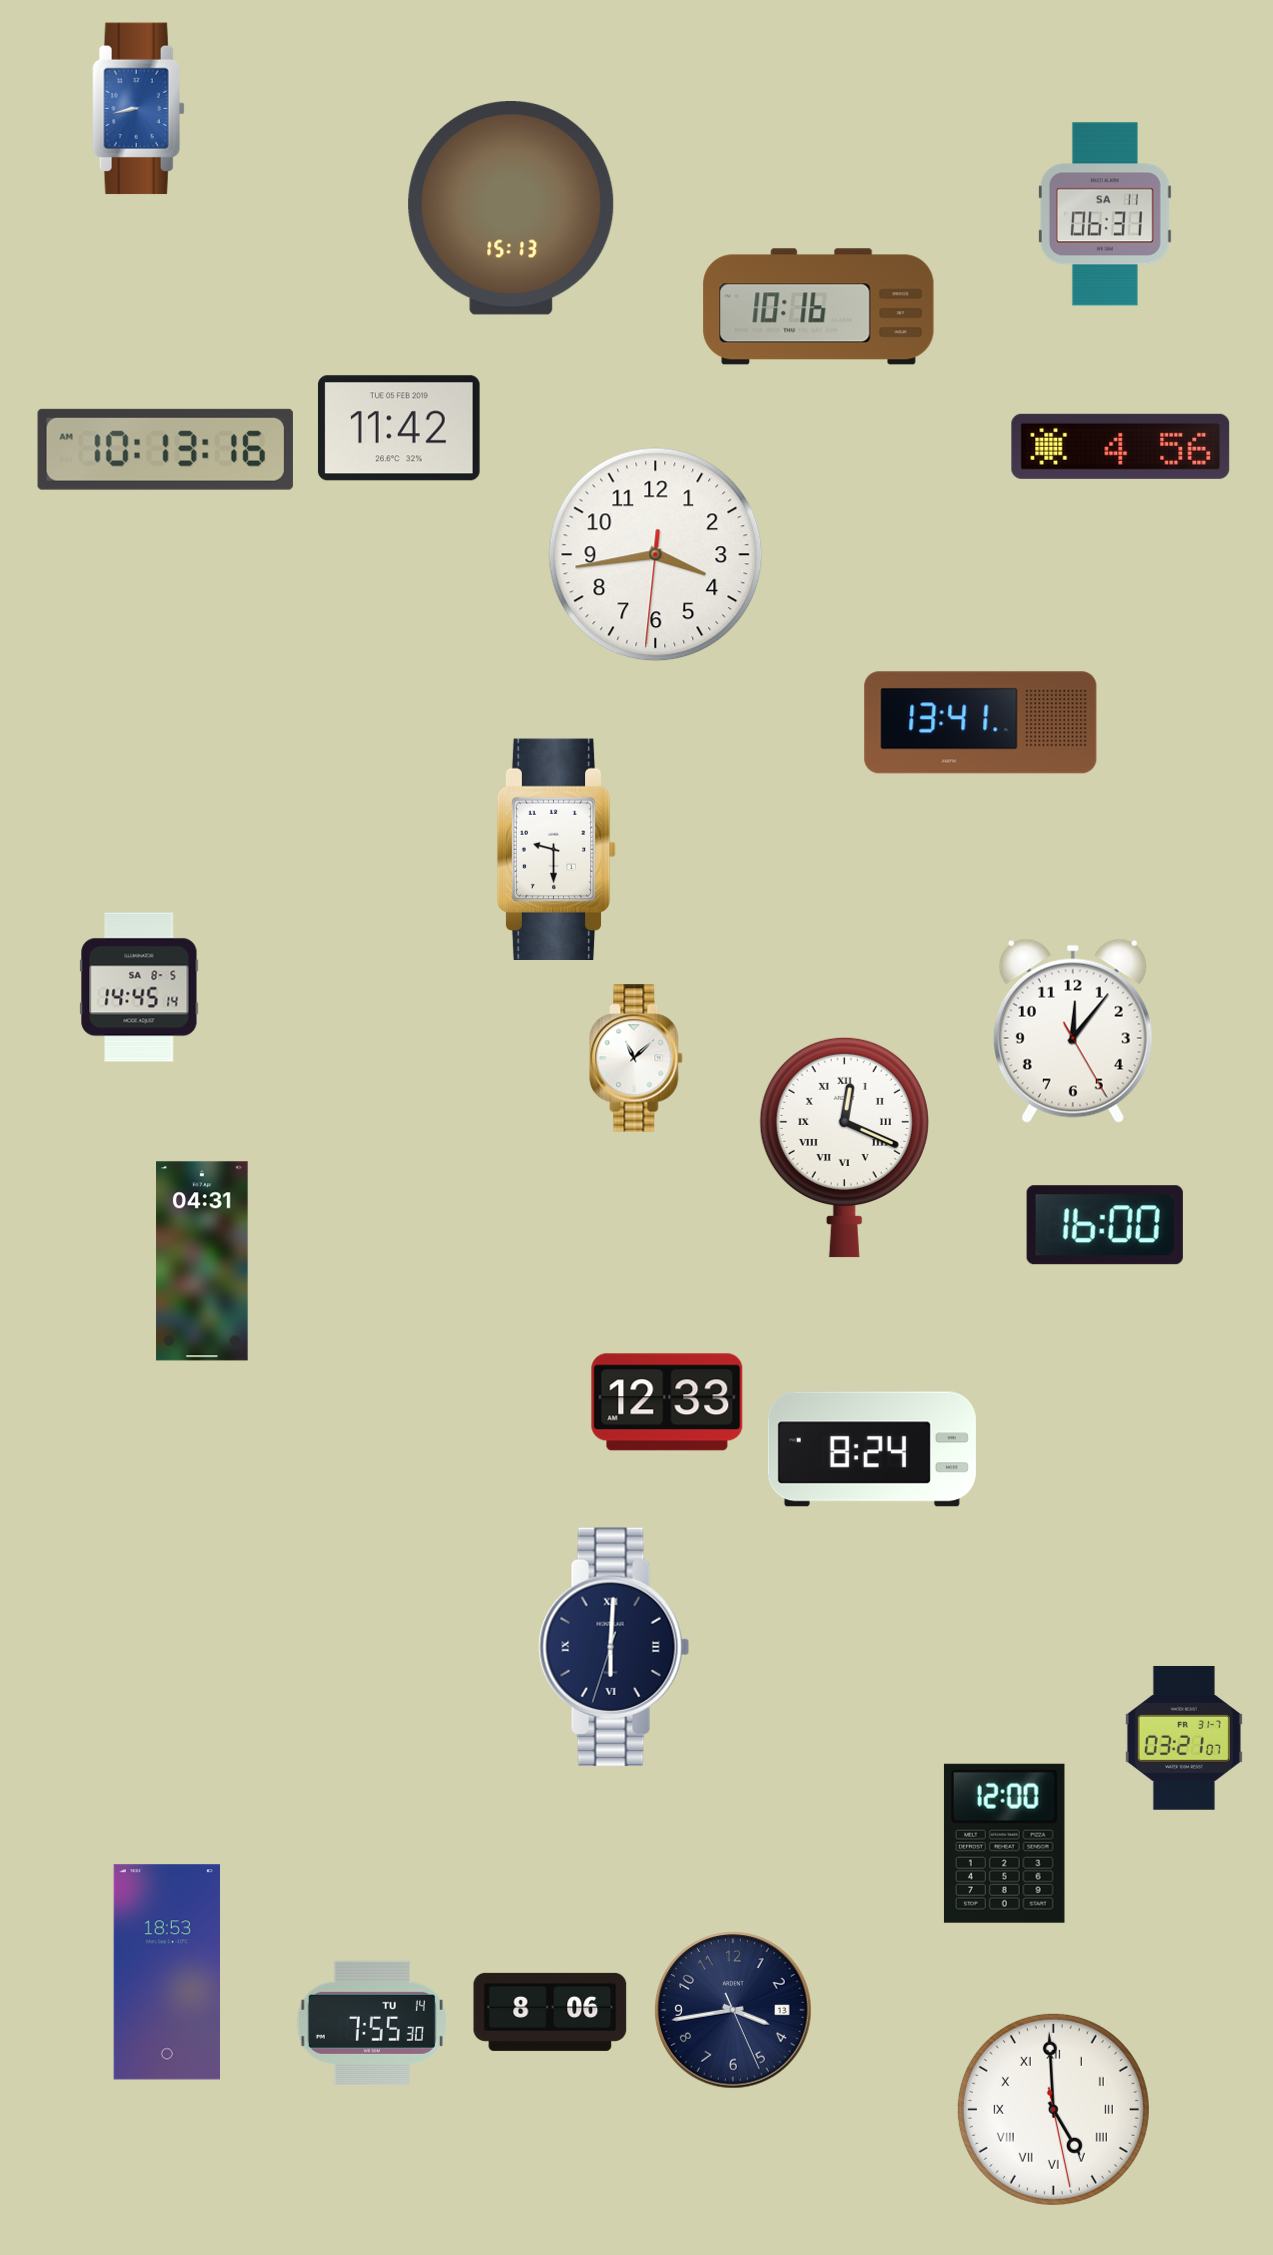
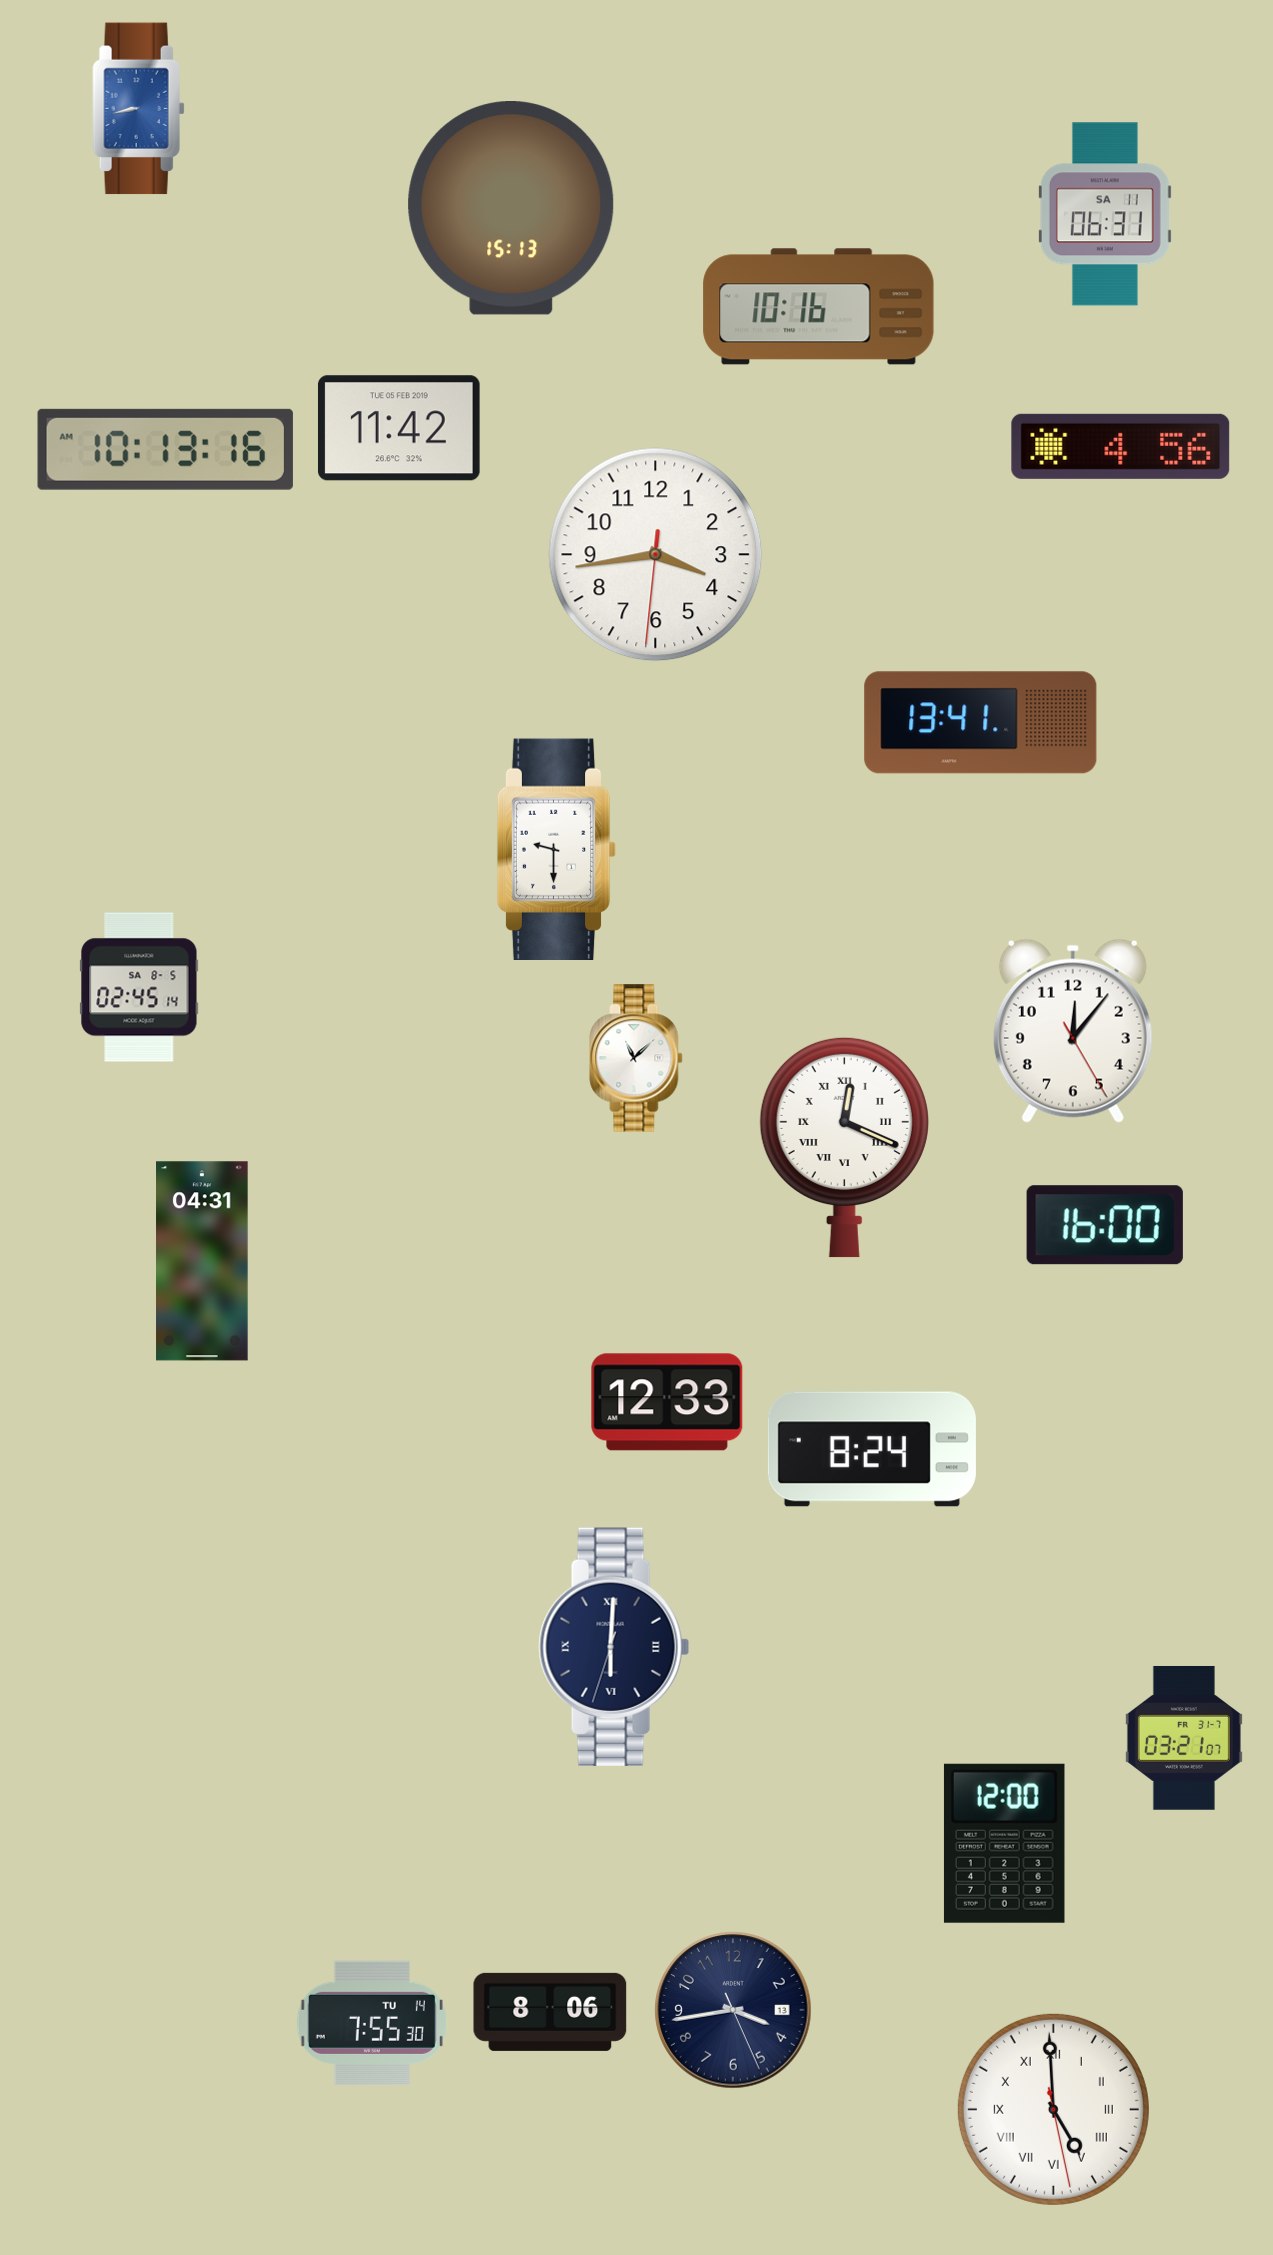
clock at (139, 987): 14:45 -> 02:45
clock at (166, 1972): 18:53 -> none
